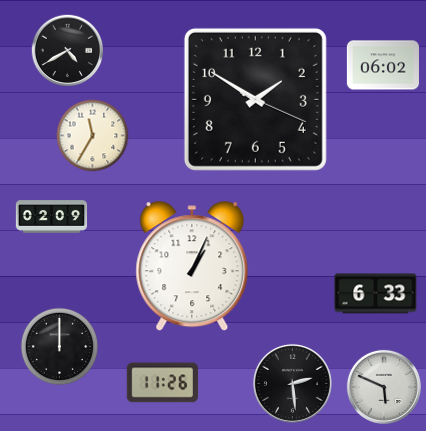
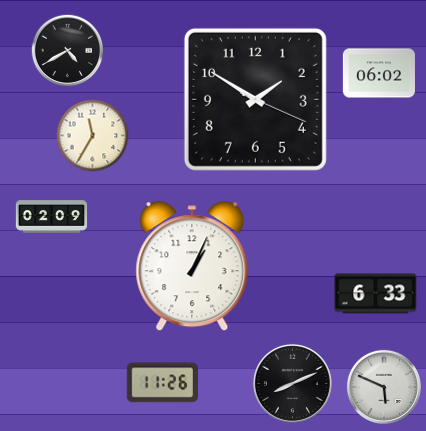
clock at (383, 65) position: (383, 65) -> (379, 73)
clock at (60, 347): 12:00 -> none
clock at (292, 383): 2:29 -> 8:11
